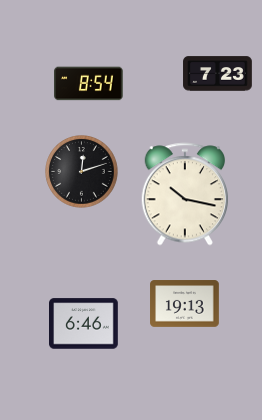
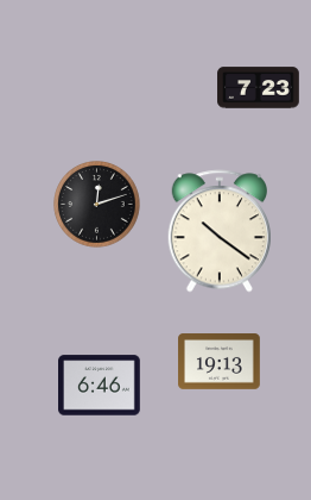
clock at (89, 84): 8:54 -> none
clock at (184, 194): 10:17 -> 10:21
